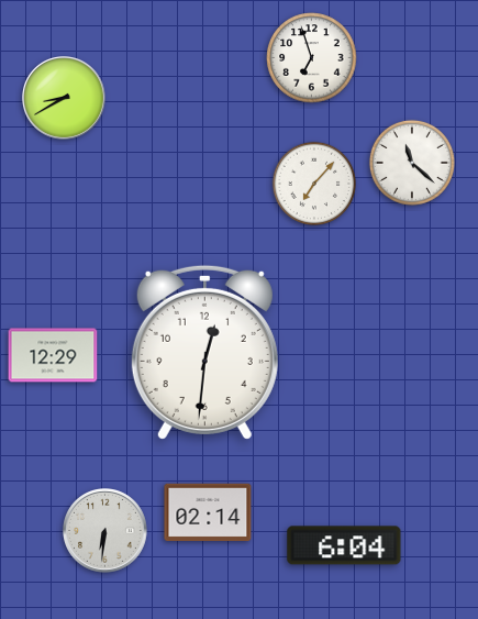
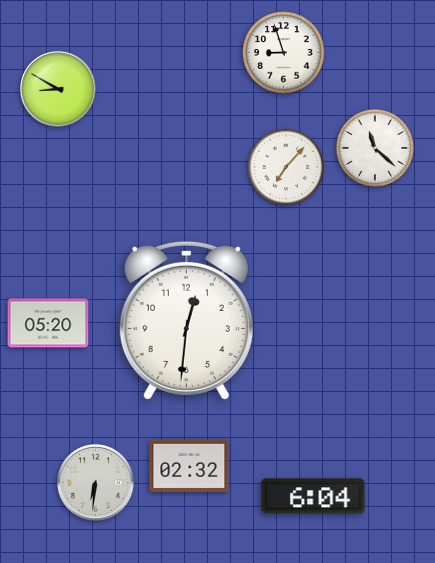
clock at (312, 58): 6:57 -> 8:57
clock at (65, 99): 8:40 -> 8:50
clock at (53, 355): 12:29 -> 05:20
clock at (208, 512): 02:14 -> 02:32
